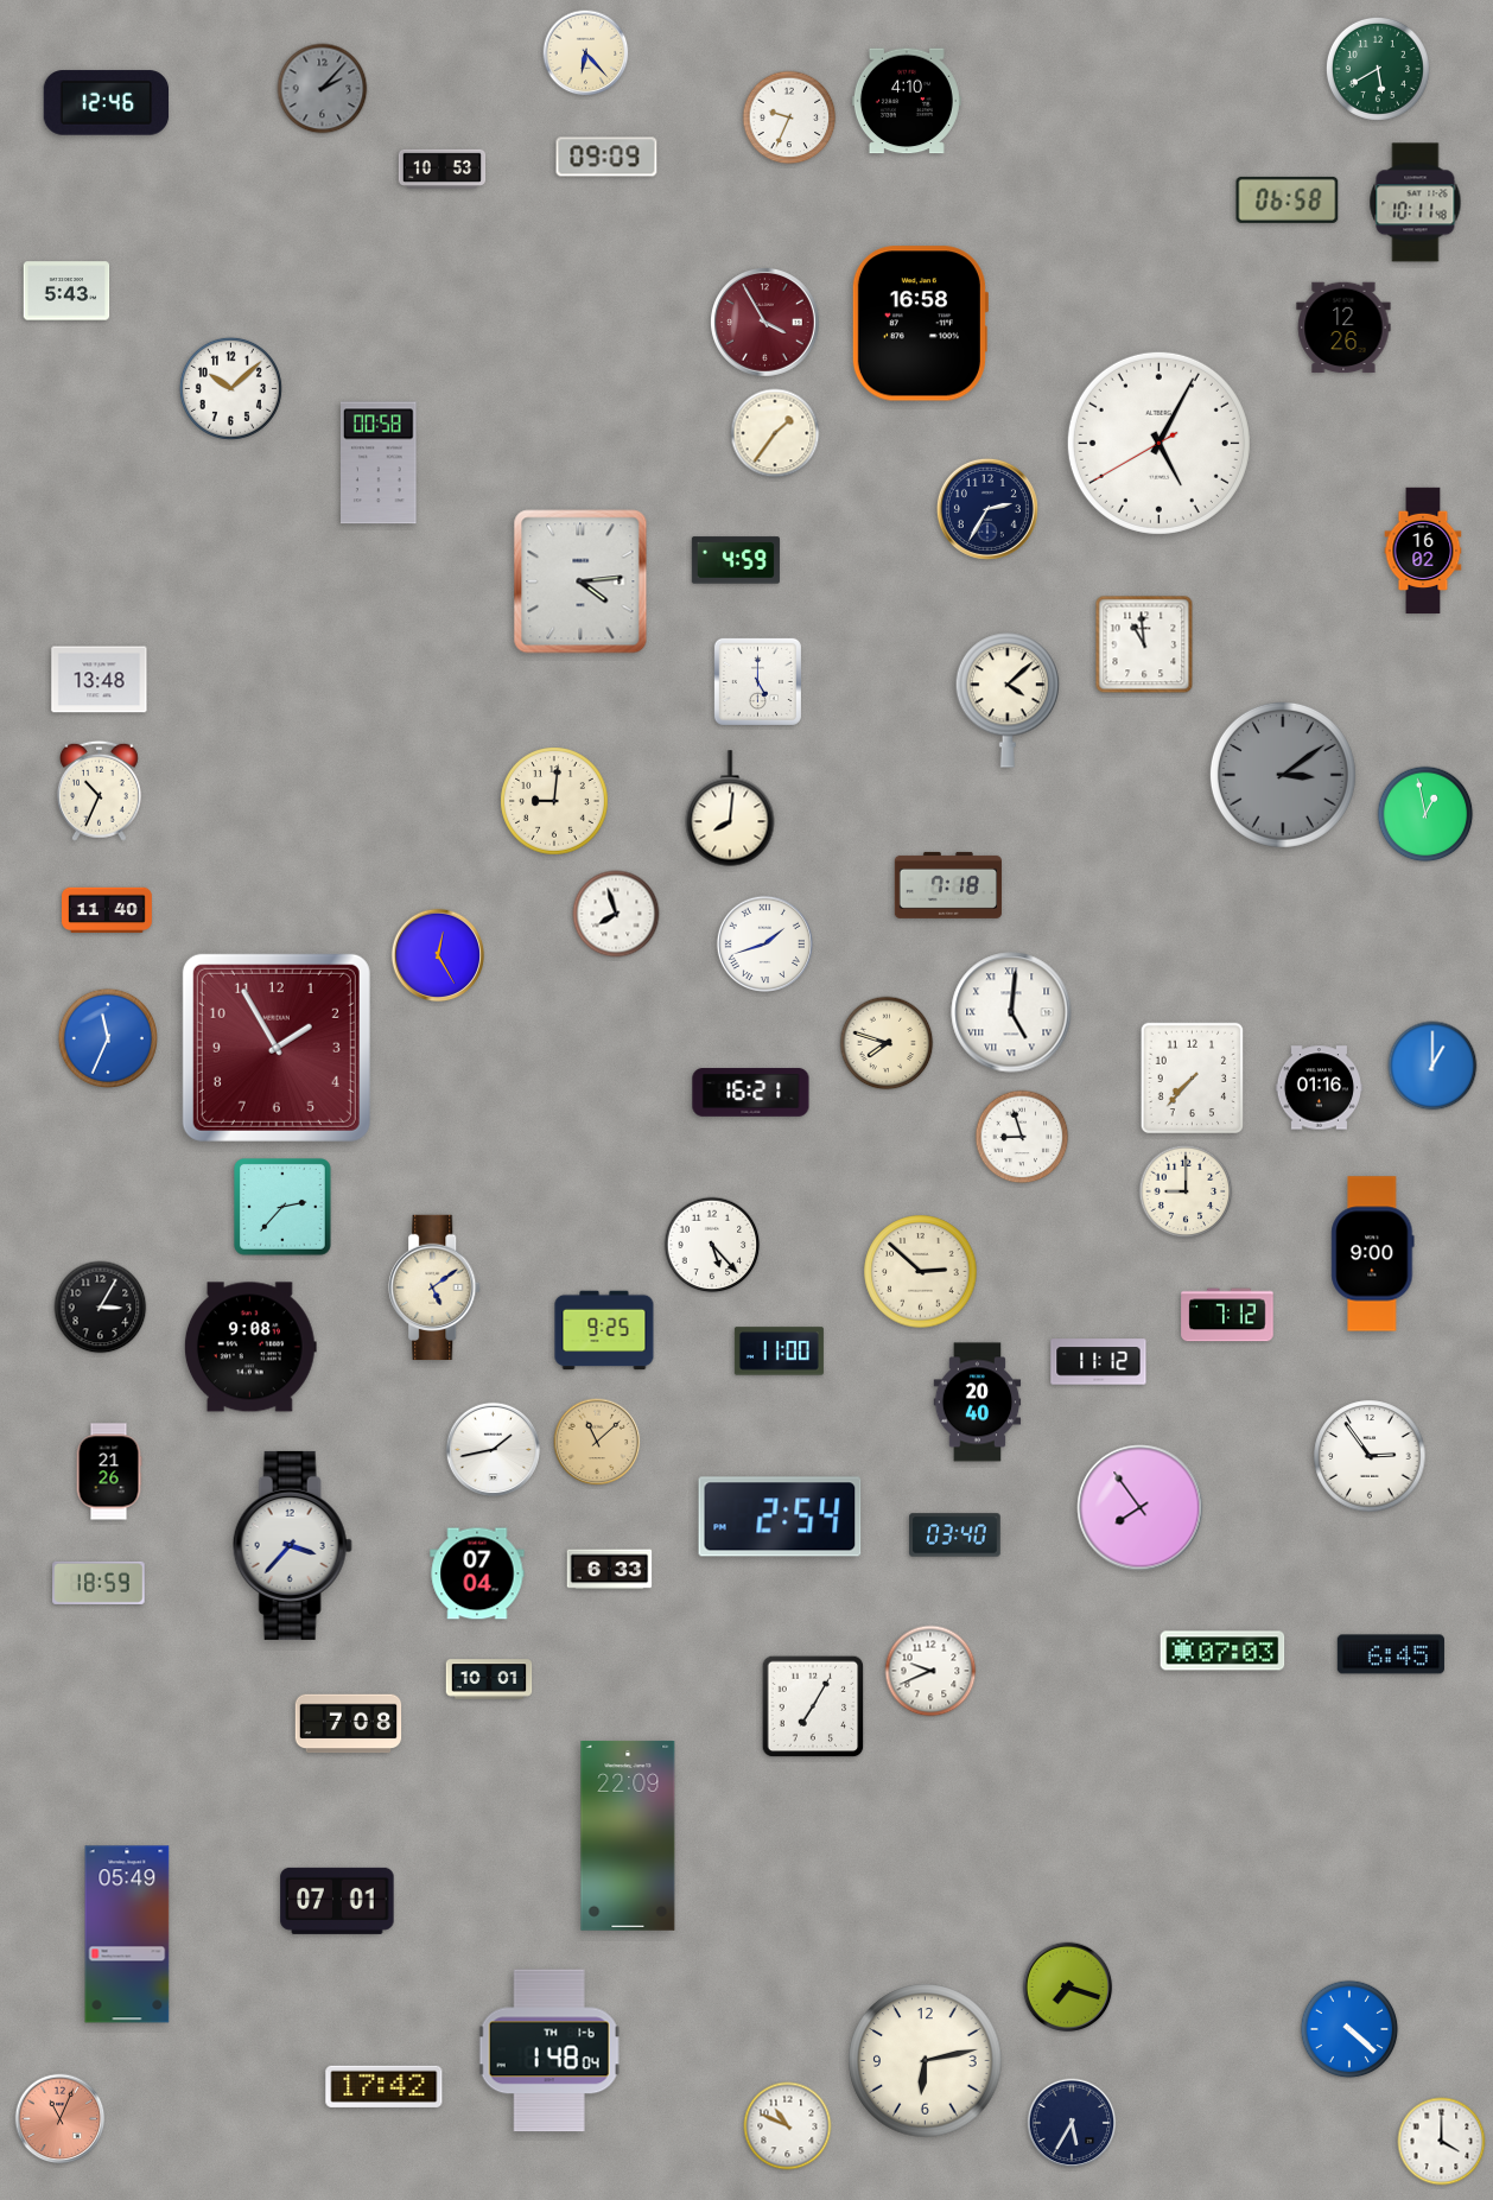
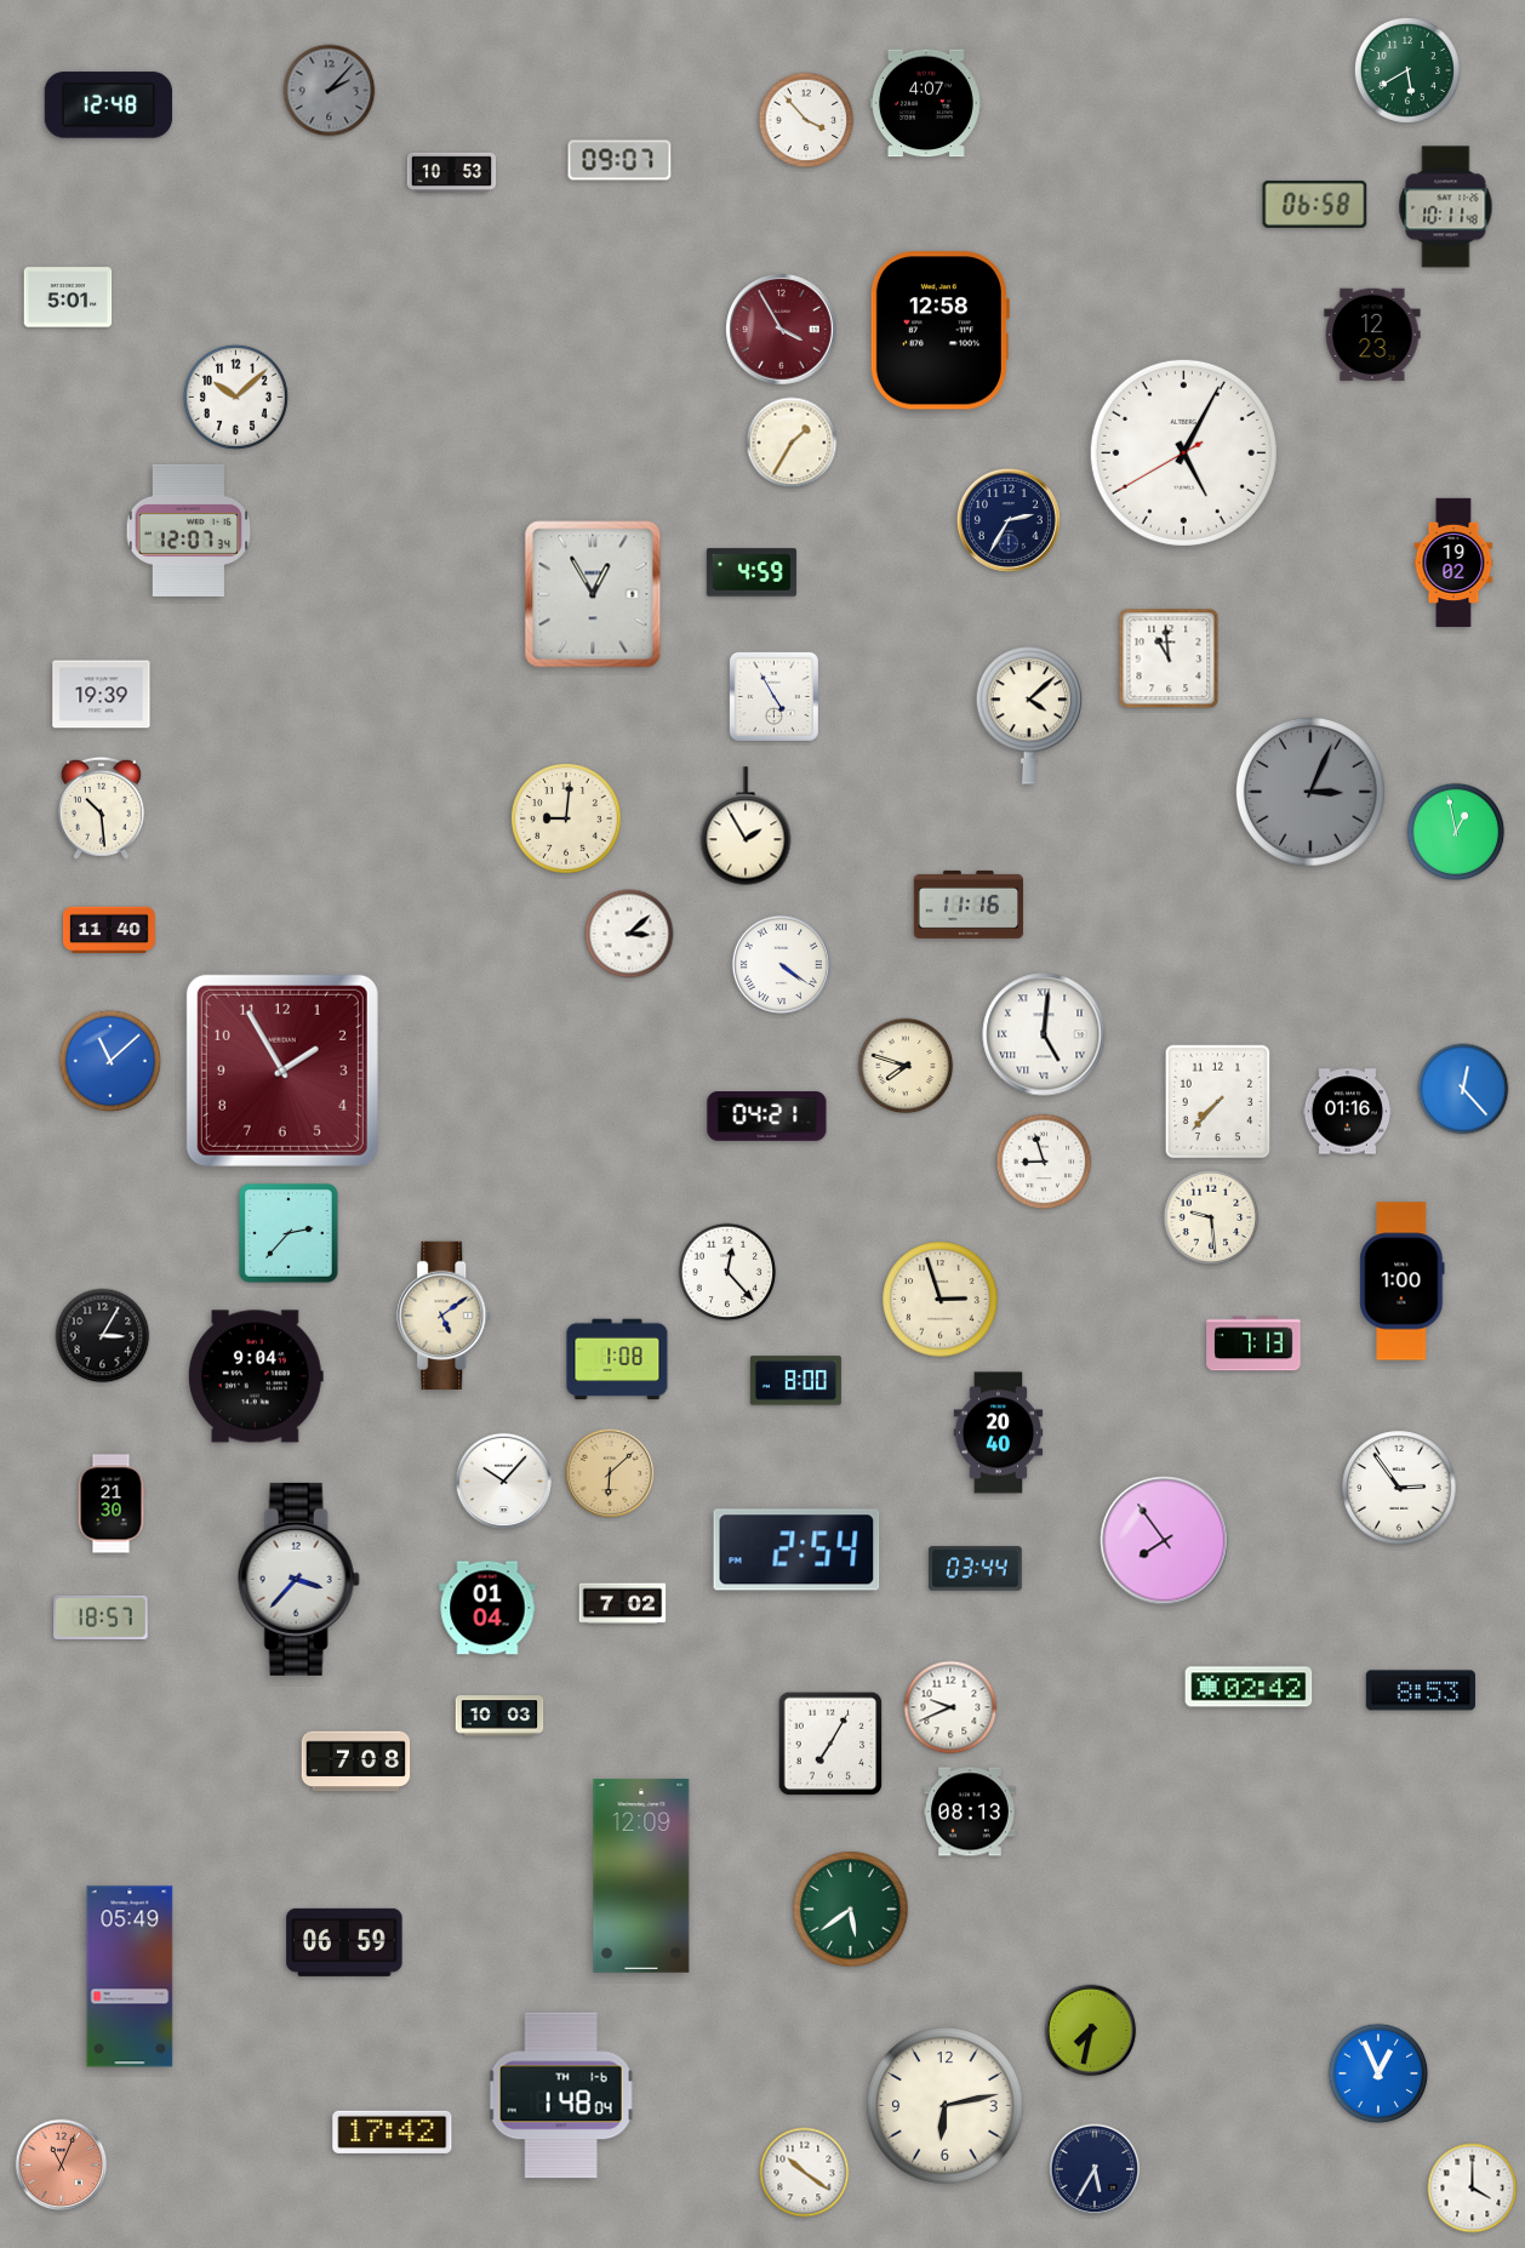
clock at (586, 53): 6:23 -> none
clock at (907, 101): 4:10 -> 4:07
clock at (107, 103): 12:46 -> 12:48
clock at (789, 117): 9:34 -> 3:53
clock at (606, 157): 09:09 -> 09:07
clock at (66, 291): 5:43 -> 5:01
clock at (920, 324): 16:58 -> 12:58
clock at (1343, 328): 12:26 -> 12:23
clock at (775, 433): 1:36 -> 1:35
clock at (380, 463): 00:58 -> none
clock at (189, 530): none -> 12:07
clock at (1423, 551): 16:02 -> 19:02
clock at (580, 581): 4:14 -> 12:55
clock at (100, 680): 13:48 -> 19:39
clock at (757, 681): 5:00 -> 4:55
clock at (1283, 775): 3:09 -> 3:04
clock at (99, 790): 10:34 -> 10:29
clock at (730, 808): 8:01 -> 1:55
clock at (948, 885): 7:18 -> 11:16
clock at (616, 914): 7:57 -> 3:08
clock at (764, 943): 1:42 -> 4:21
clock at (438, 955): 12:25 -> none
clock at (1011, 1012) position: (1011, 1012) -> (1044, 1034)
clock at (107, 1037): 11:34 -> 11:08
clock at (1432, 1066): 1:00 -> 12:23
clock at (751, 1093): 16:21 -> 04:21
clock at (1186, 1191): 9:00 -> 9:29
clock at (712, 1245): 5:23 -> 12:23
clock at (1373, 1254): 9:00 -> 1:00
clock at (921, 1272): 2:52 -> 2:57
clock at (1227, 1315): 7:12 -> 7:13
clock at (604, 1330): 9:25 -> 1:08
clock at (250, 1347): 9:08 -> 9:04
clock at (779, 1352): 11:00 -> 8:00
clock at (1099, 1362): 11:12 -> none
clock at (597, 1442): 11:08 -> 6:08
clock at (493, 1449): 1:43 -> 10:07
clock at (109, 1471): 21:26 -> 21:30
clock at (955, 1535): 03:40 -> 03:44
clock at (610, 1570): 6:33 -> 7:02
clock at (477, 1573): 07:04 -> 01:04
clock at (99, 1583): 18:59 -> 18:57
clock at (1222, 1651): 07:03 -> 02:42
clock at (1391, 1654): 6:45 -> 8:53
clock at (489, 1679): 10:01 -> 10:03
clock at (970, 1811): none -> 08:13
clock at (628, 1836): 22:09 -> 12:09
clock at (851, 1910): none -> 5:39
clock at (337, 1901): 07:01 -> 06:59
clock at (1068, 1988): 7:18 -> 7:32
clock at (1349, 2029): 4:22 -> 12:56
clock at (788, 2126): 10:49 -> 10:21
